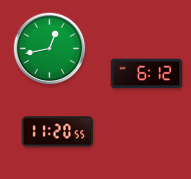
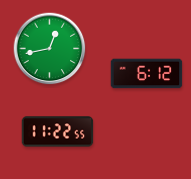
clock at (58, 132): 11:20 -> 11:22
